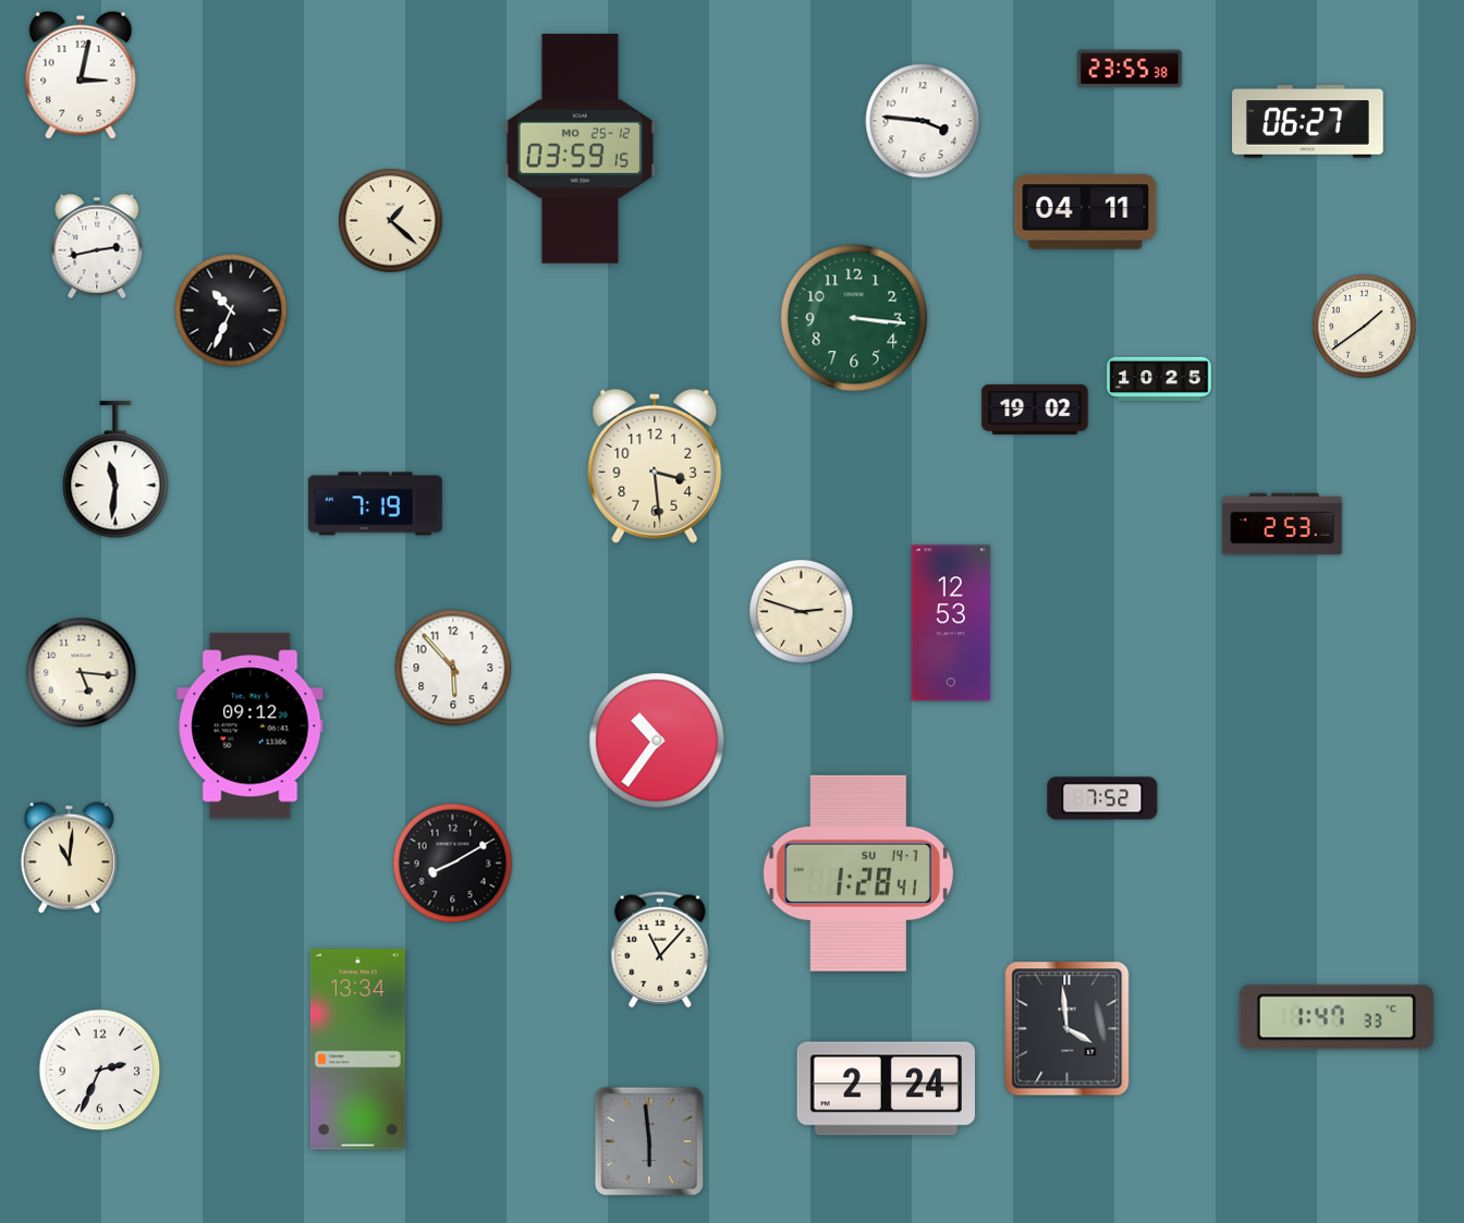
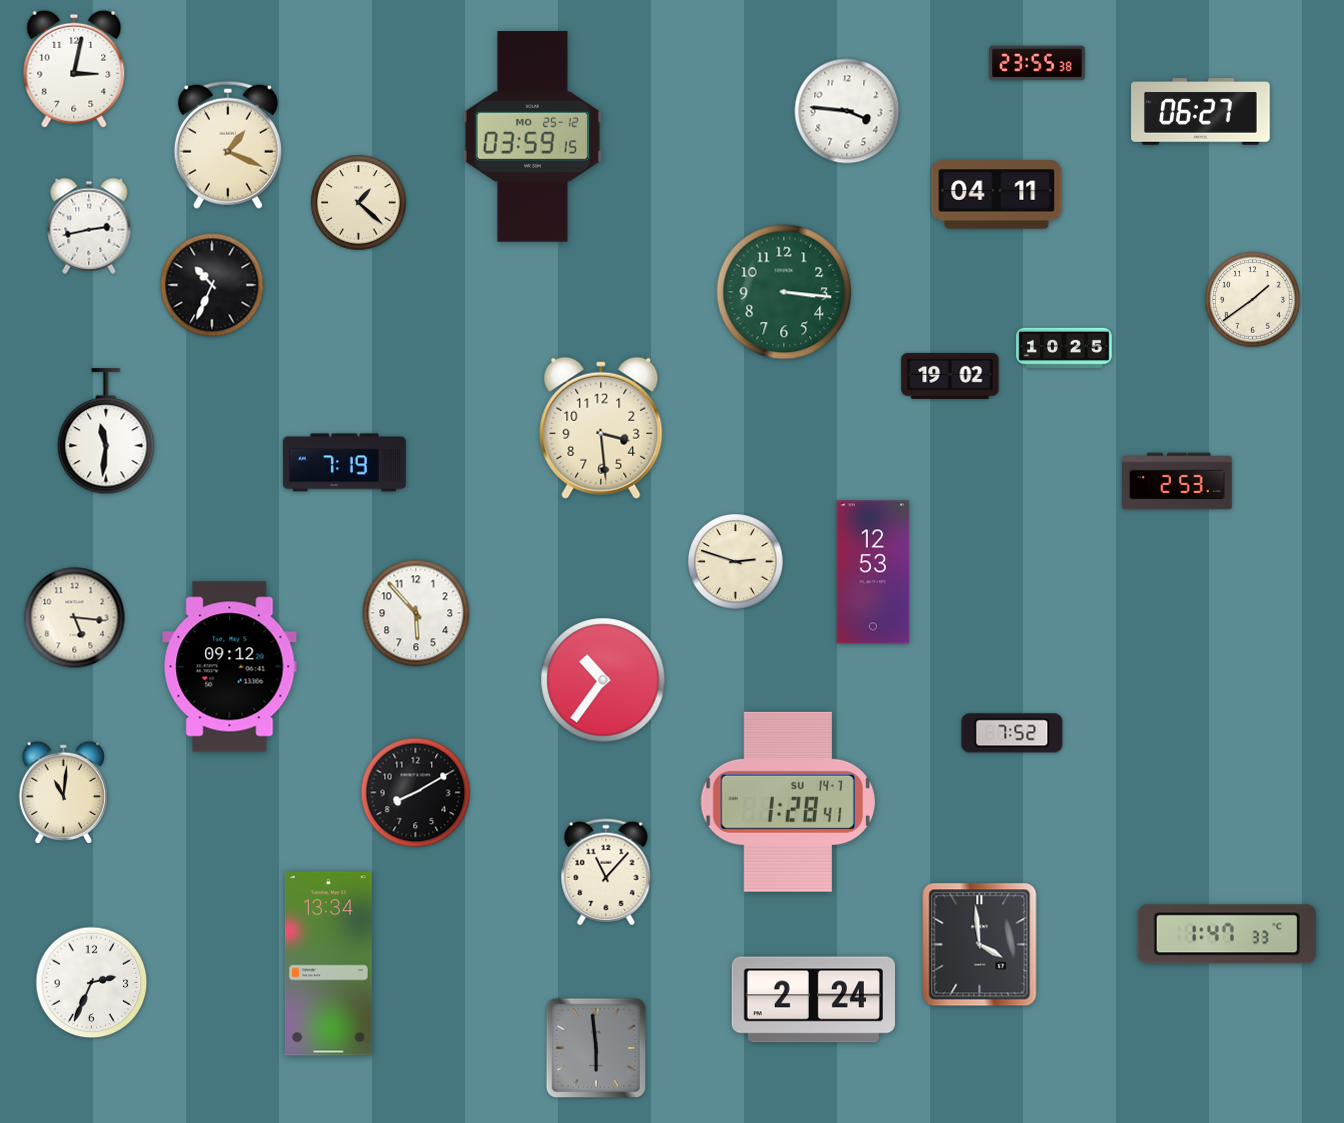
clock at (228, 145): none -> 1:19
clock at (69, 857) position: (69, 857) -> (63, 792)
